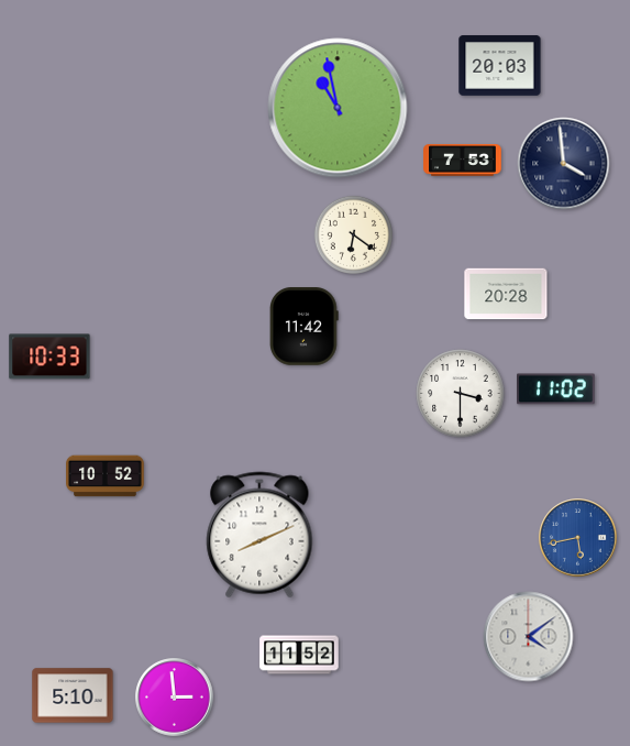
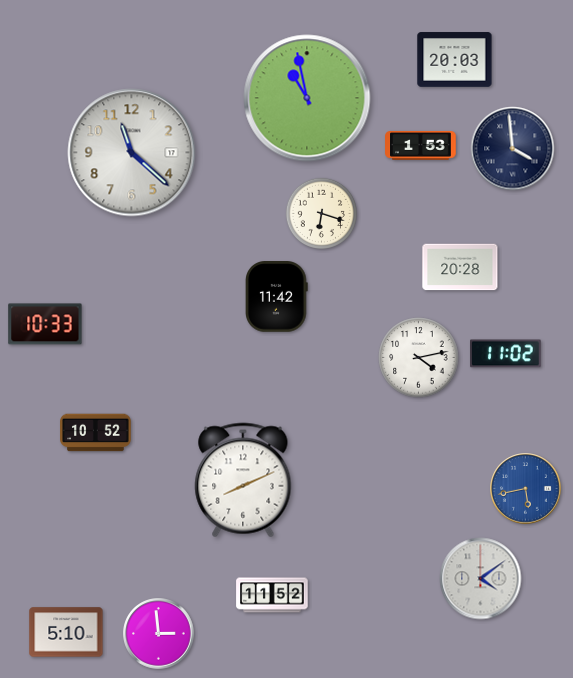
clock at (463, 161): 7:53 -> 1:53
clock at (132, 153): none -> 11:22
clock at (353, 234): 6:21 -> 6:18
clock at (461, 394): 3:30 -> 4:13
clock at (259, 535) position: (259, 535) -> (243, 480)
